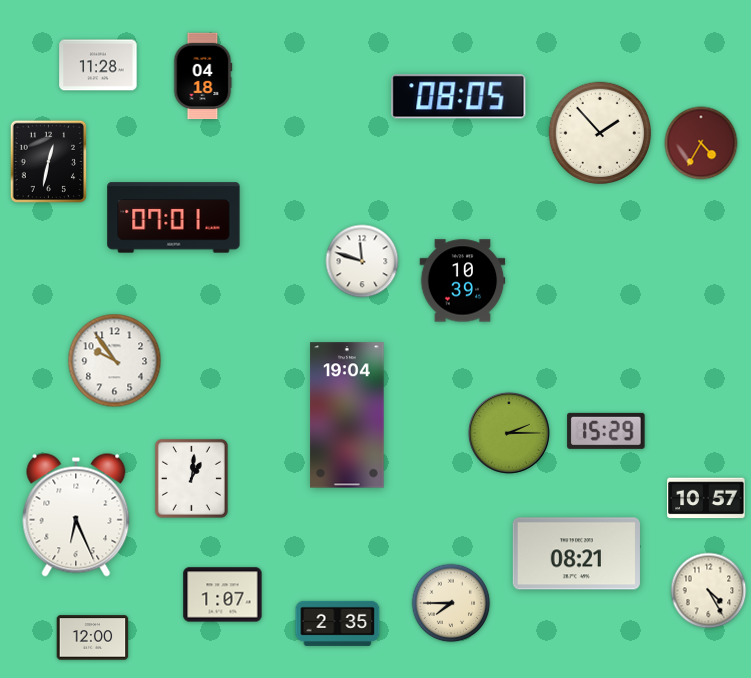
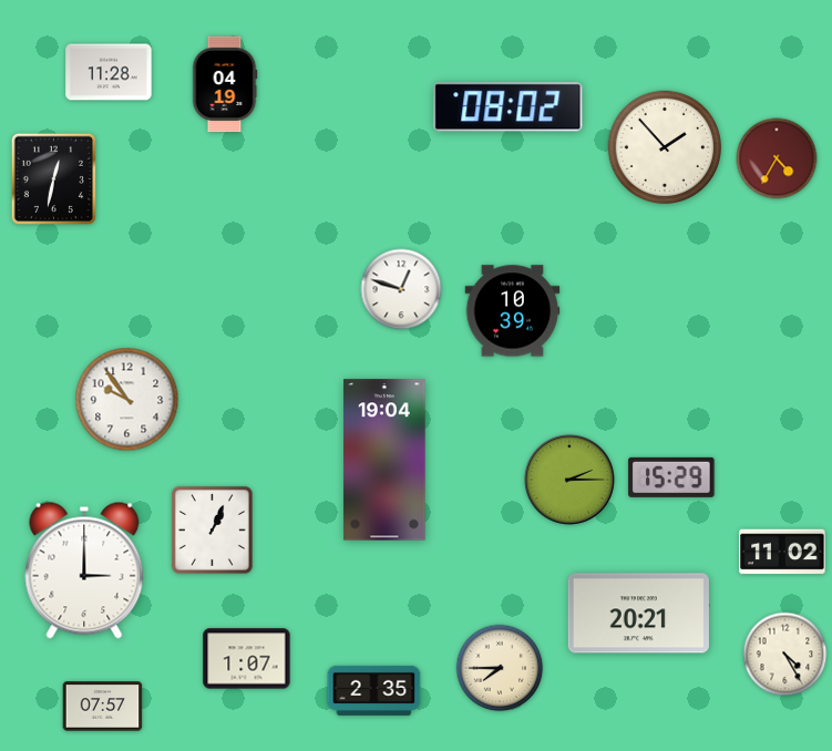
clock at (203, 76): 04:18 -> 04:19
clock at (459, 97): 08:05 -> 08:02
clock at (174, 218): 07:01 -> none
clock at (362, 261): 11:48 -> 12:48
clock at (509, 433) position: (509, 433) -> (569, 480)
clock at (191, 478): 1:01 -> 1:04
clock at (706, 498): 10:57 -> 11:02
clock at (76, 515): 6:26 -> 3:00
clock at (576, 554): 08:21 -> 20:21
clock at (93, 638): 12:00 -> 07:57
